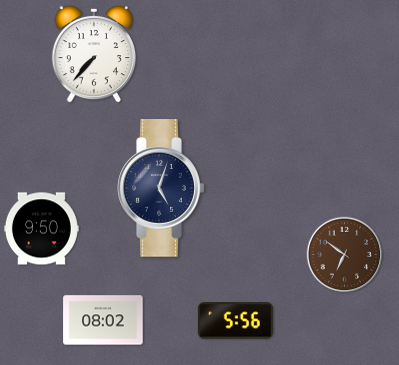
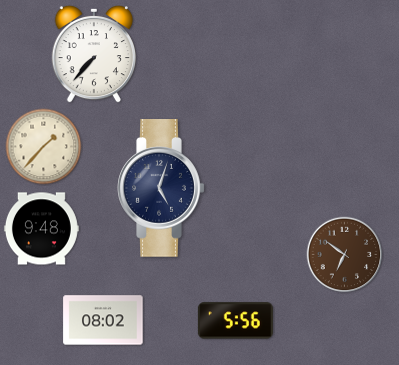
clock at (44, 147): none -> 1:37
clock at (41, 229): 9:50 -> 9:48
